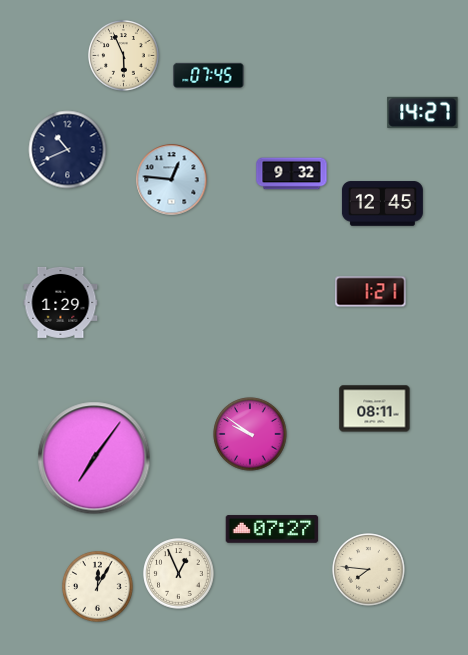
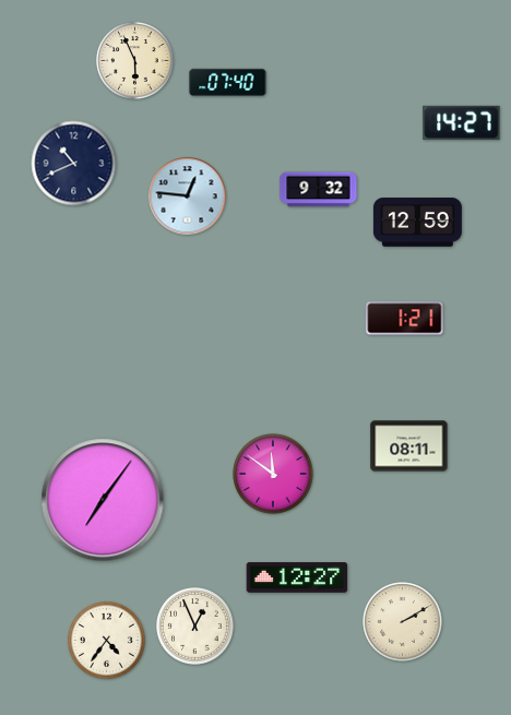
clock at (209, 75): 07:45 -> 07:40
clock at (382, 204): 12:45 -> 12:59
clock at (61, 302): 1:29 -> none
clock at (250, 434): 9:51 -> 11:51
clock at (272, 529): 07:27 -> 12:27
clock at (369, 570): 7:46 -> 2:10
clock at (98, 587): 12:05 -> 4:36
